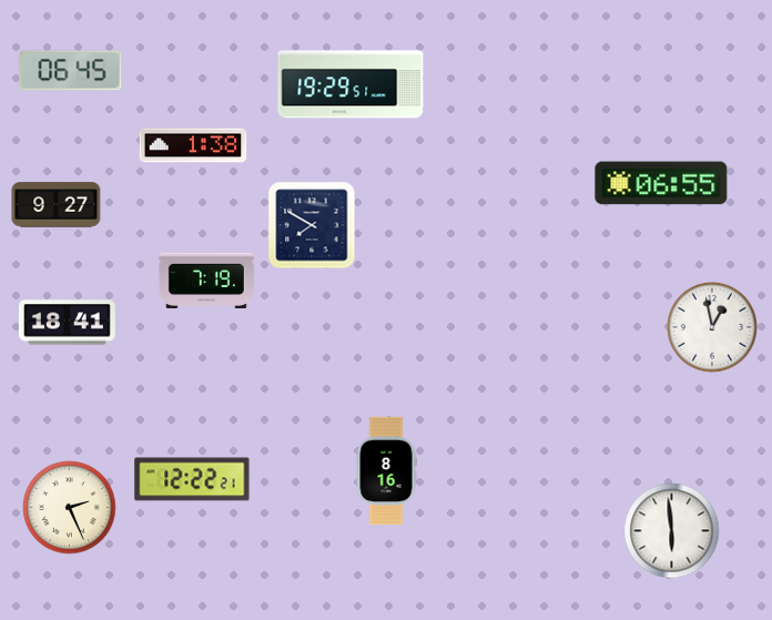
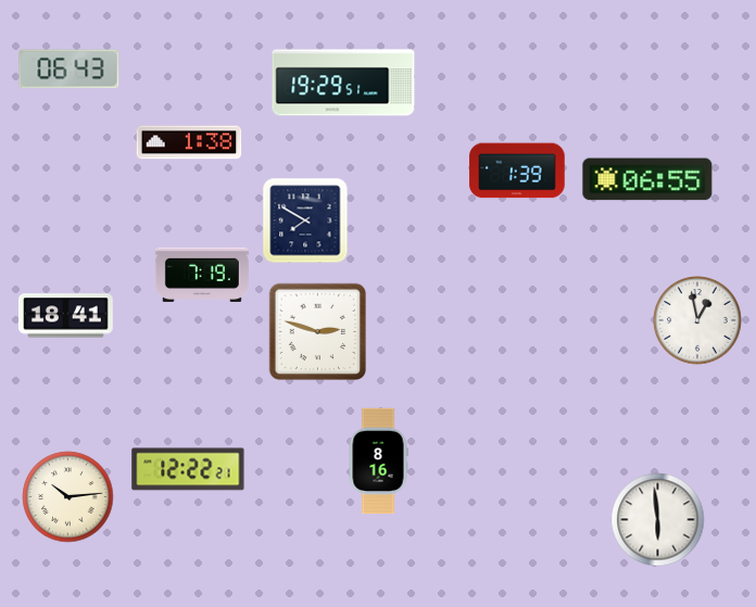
clock at (71, 71): 06:45 -> 06:43
clock at (517, 170): none -> 1:39
clock at (57, 205): 9:27 -> none
clock at (318, 332): none -> 2:48
clock at (70, 508): 2:26 -> 10:14
